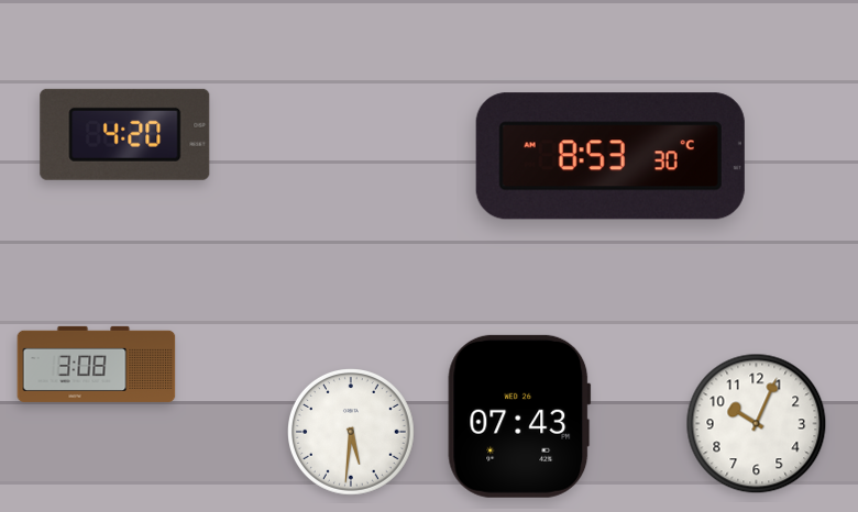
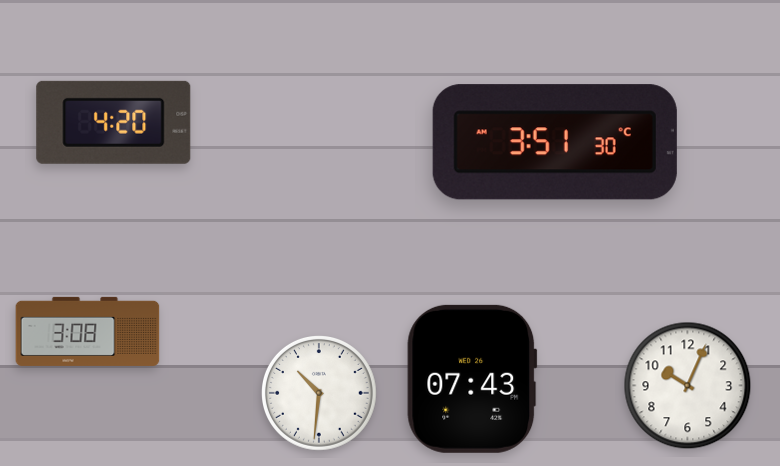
clock at (610, 156): 8:53 -> 3:51
clock at (352, 433): 5:31 -> 10:31
